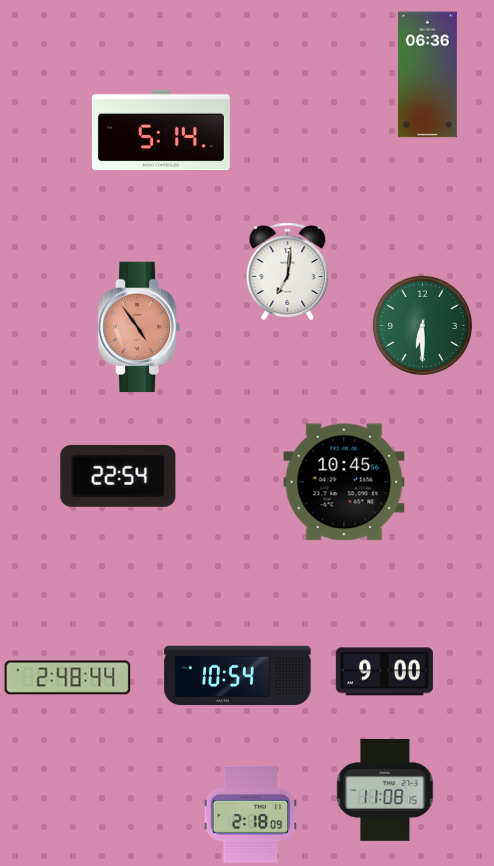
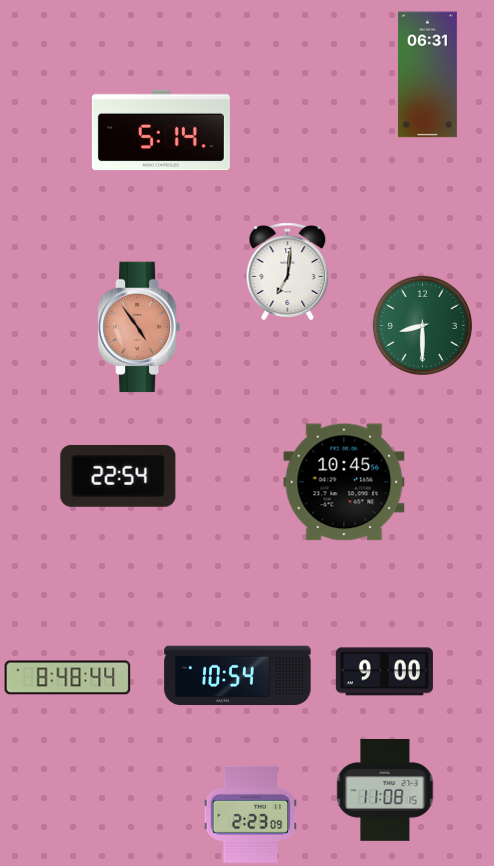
clock at (427, 75): 06:36 -> 06:31
clock at (422, 325): 6:30 -> 8:30
clock at (68, 678): 2:48 -> 8:48
clock at (251, 814): 2:18 -> 2:23
